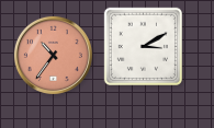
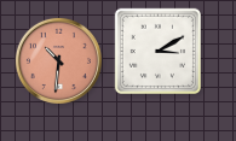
clock at (53, 55): 10:36 -> 10:31
